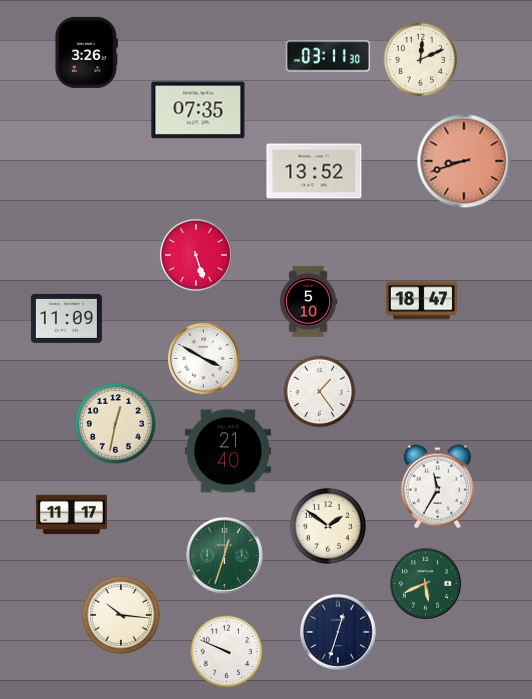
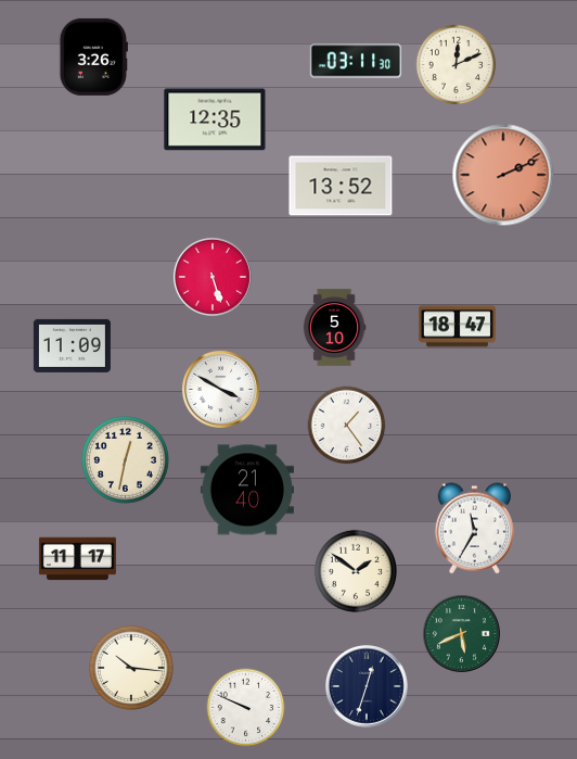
clock at (198, 110): 07:35 -> 12:35
clock at (464, 161): 8:42 -> 2:11
clock at (225, 556): 12:33 -> none
